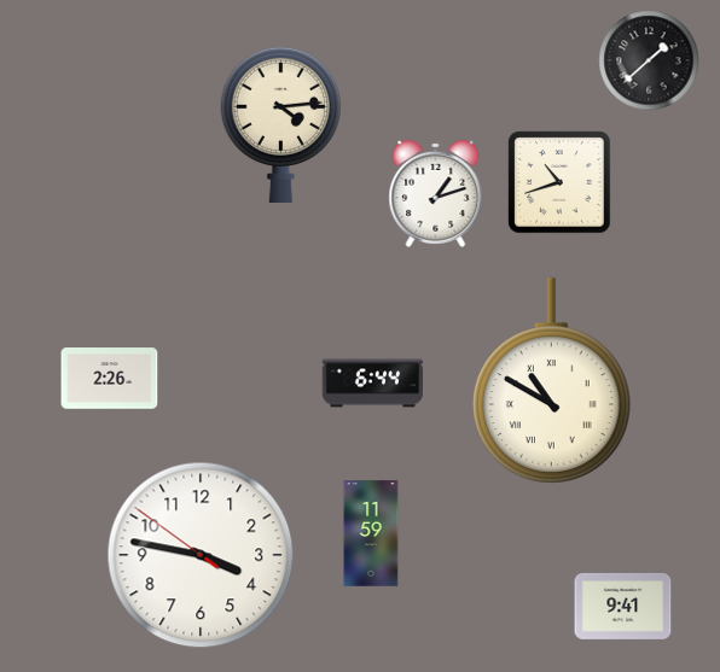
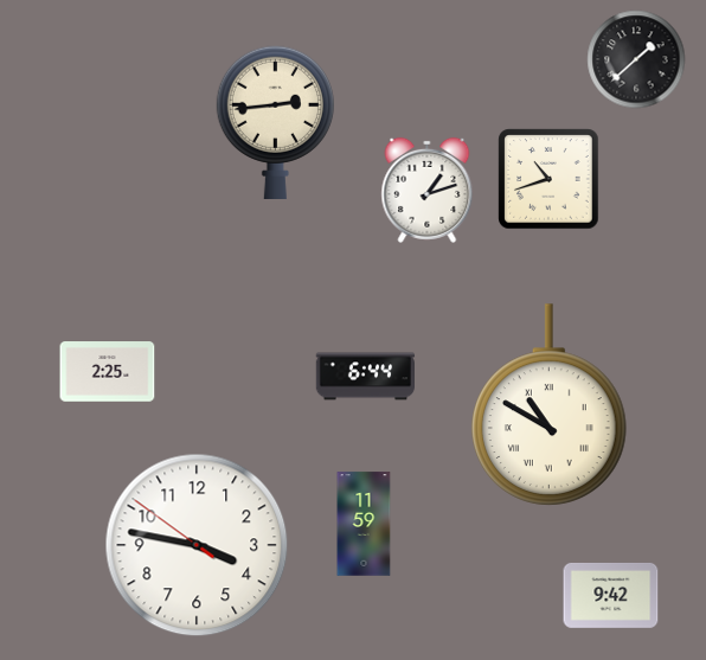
clock at (280, 124): 4:14 -> 2:44
clock at (110, 379): 2:26 -> 2:25
clock at (552, 381) position: (552, 381) -> (550, 405)
clock at (623, 606): 9:41 -> 9:42
